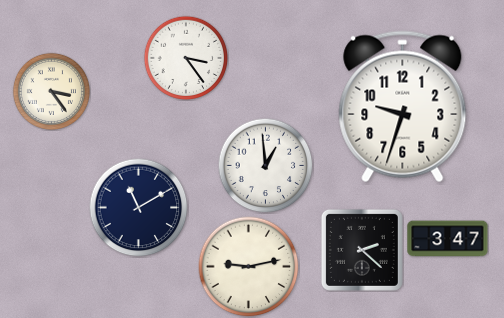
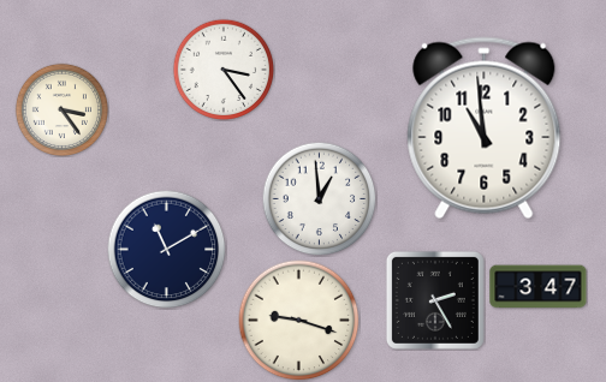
clock at (403, 107): 9:33 -> 10:59
clock at (362, 250): 2:22 -> 2:25
clock at (249, 267): 9:13 -> 9:18
